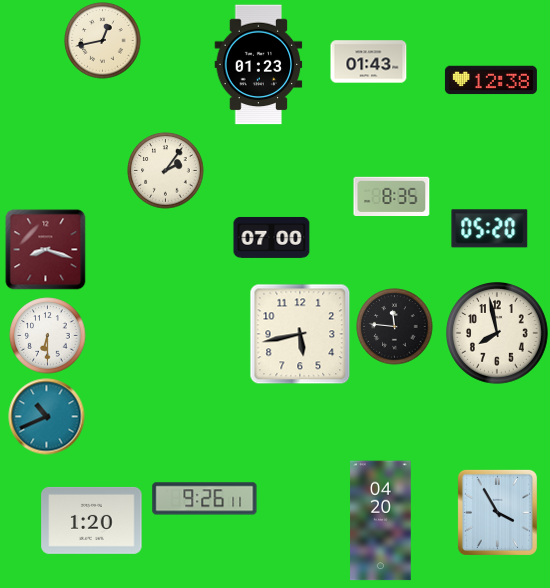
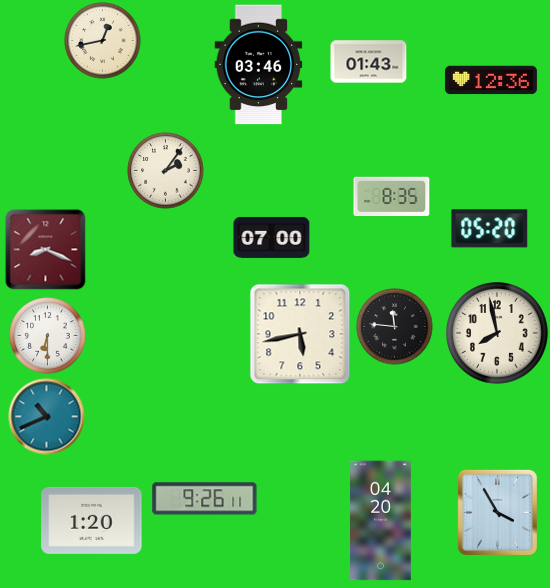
clock at (259, 65): 01:23 -> 03:46
clock at (491, 80): 12:38 -> 12:36
clock at (46, 250): 8:18 -> 8:19
